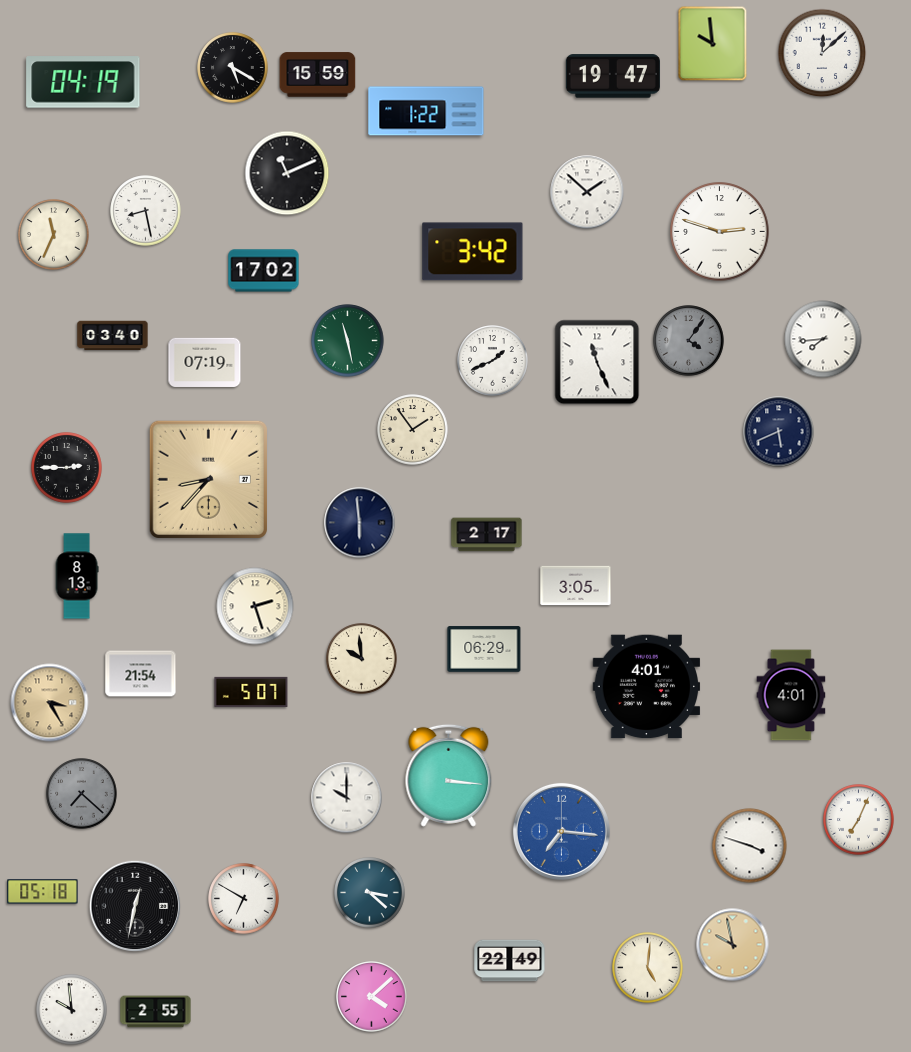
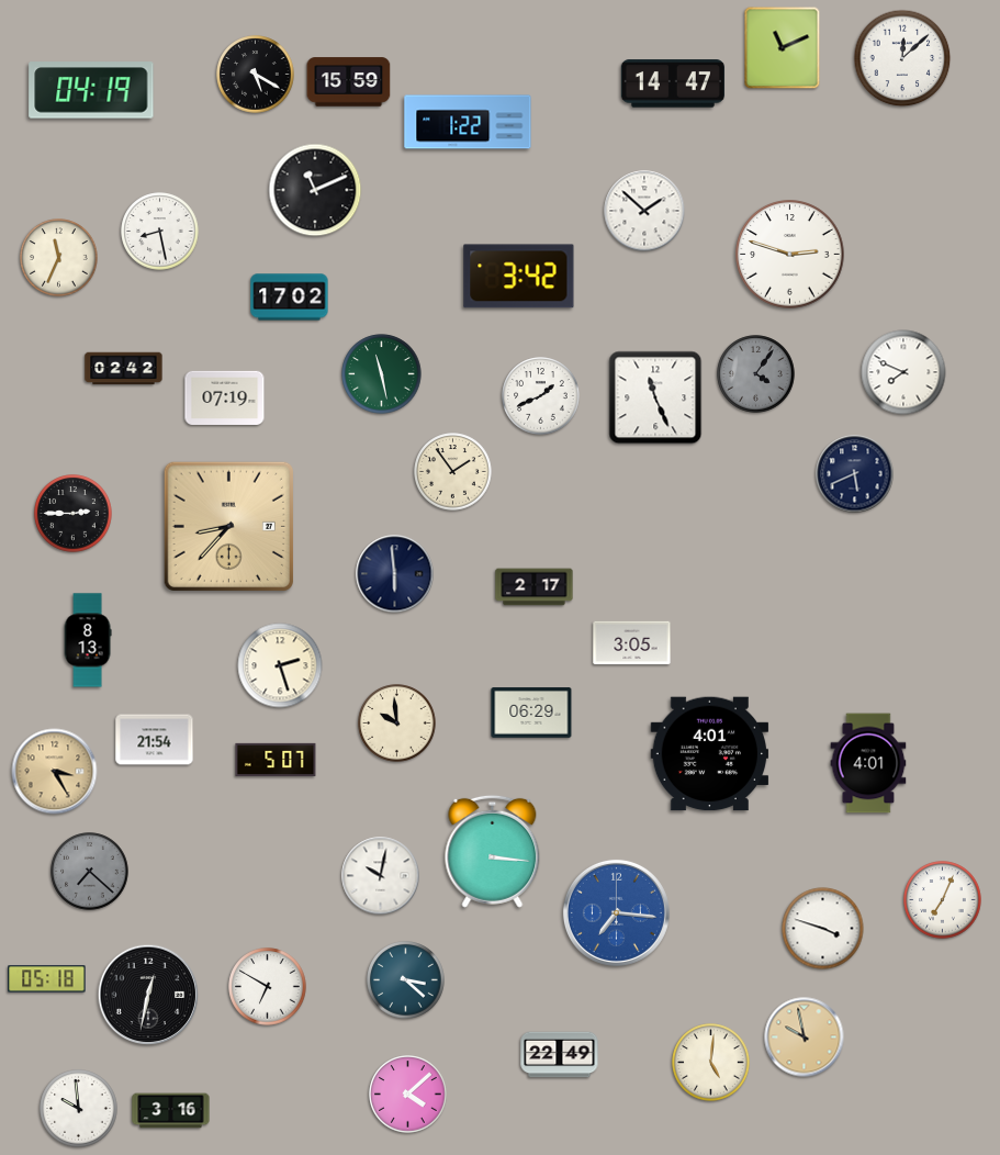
clock at (713, 44): 9:59 -> 11:11
clock at (613, 76): 19:47 -> 14:47
clock at (113, 336): 03:40 -> 02:42
clock at (823, 339): 7:44 -> 7:49
clock at (77, 576) position: (77, 576) -> (88, 640)
clock at (347, 798): 10:00 -> 10:02
clock at (156, 1012): 2:55 -> 3:16
